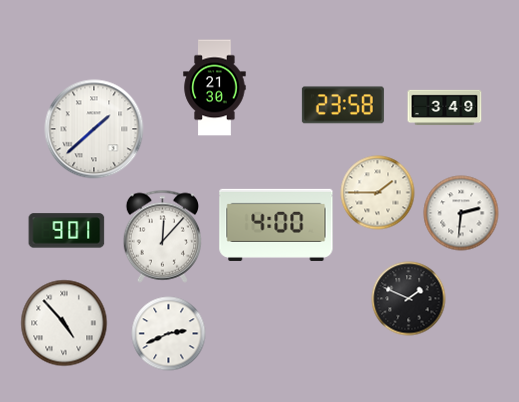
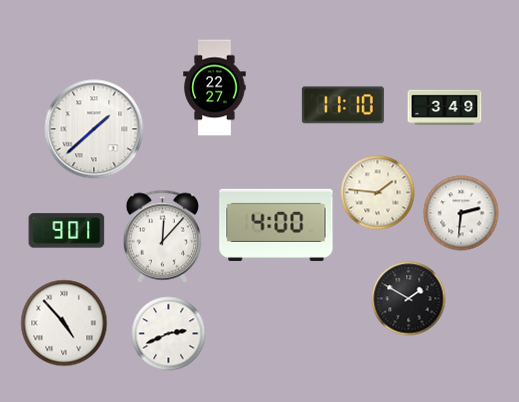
clock at (215, 88): 21:30 -> 22:27
clock at (343, 105): 23:58 -> 11:10
clock at (378, 193): 1:45 -> 1:46
clock at (409, 299): 1:49 -> 1:50
